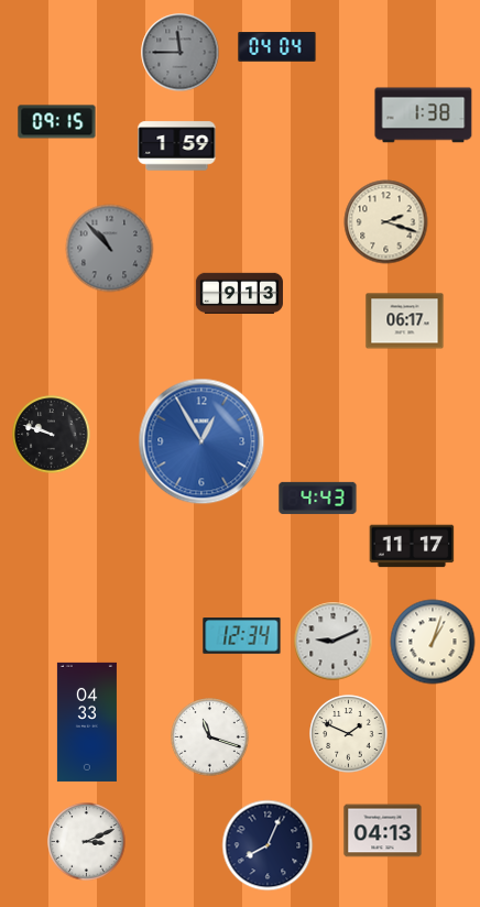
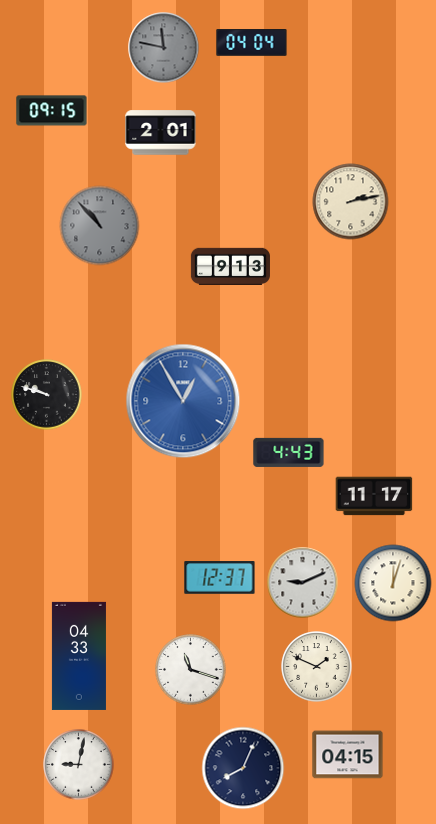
clock at (181, 53): 11:45 -> 11:47
clock at (424, 116): 1:38 -> none
clock at (177, 146): 1:59 -> 2:01
clock at (386, 222): 2:18 -> 2:13
clock at (239, 293) position: (239, 293) -> (230, 266)
clock at (405, 321): 06:17 -> none
clock at (242, 636): 12:34 -> 12:37
clock at (433, 642): 1:03 -> 12:03
clock at (383, 831): 04:13 -> 04:15
clock at (87, 842): 3:11 -> 9:02
